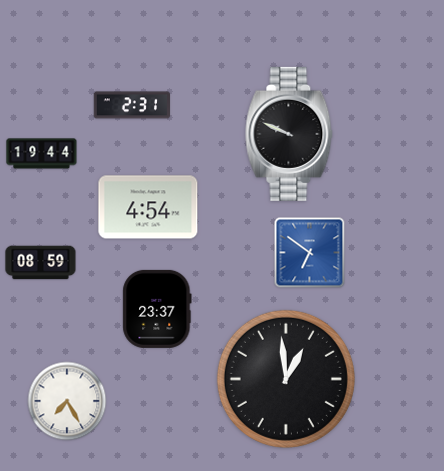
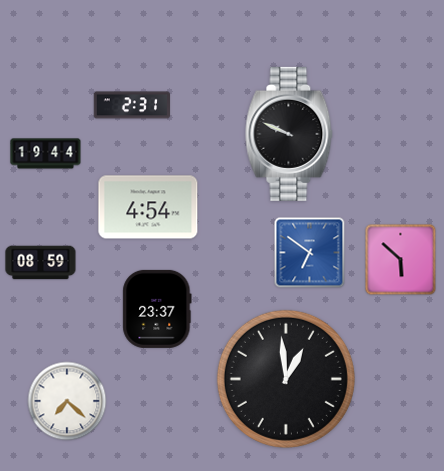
clock at (42, 154) position: (42, 154) -> (46, 154)
clock at (401, 260): none -> 5:52
clock at (67, 401): 7:25 -> 7:22
